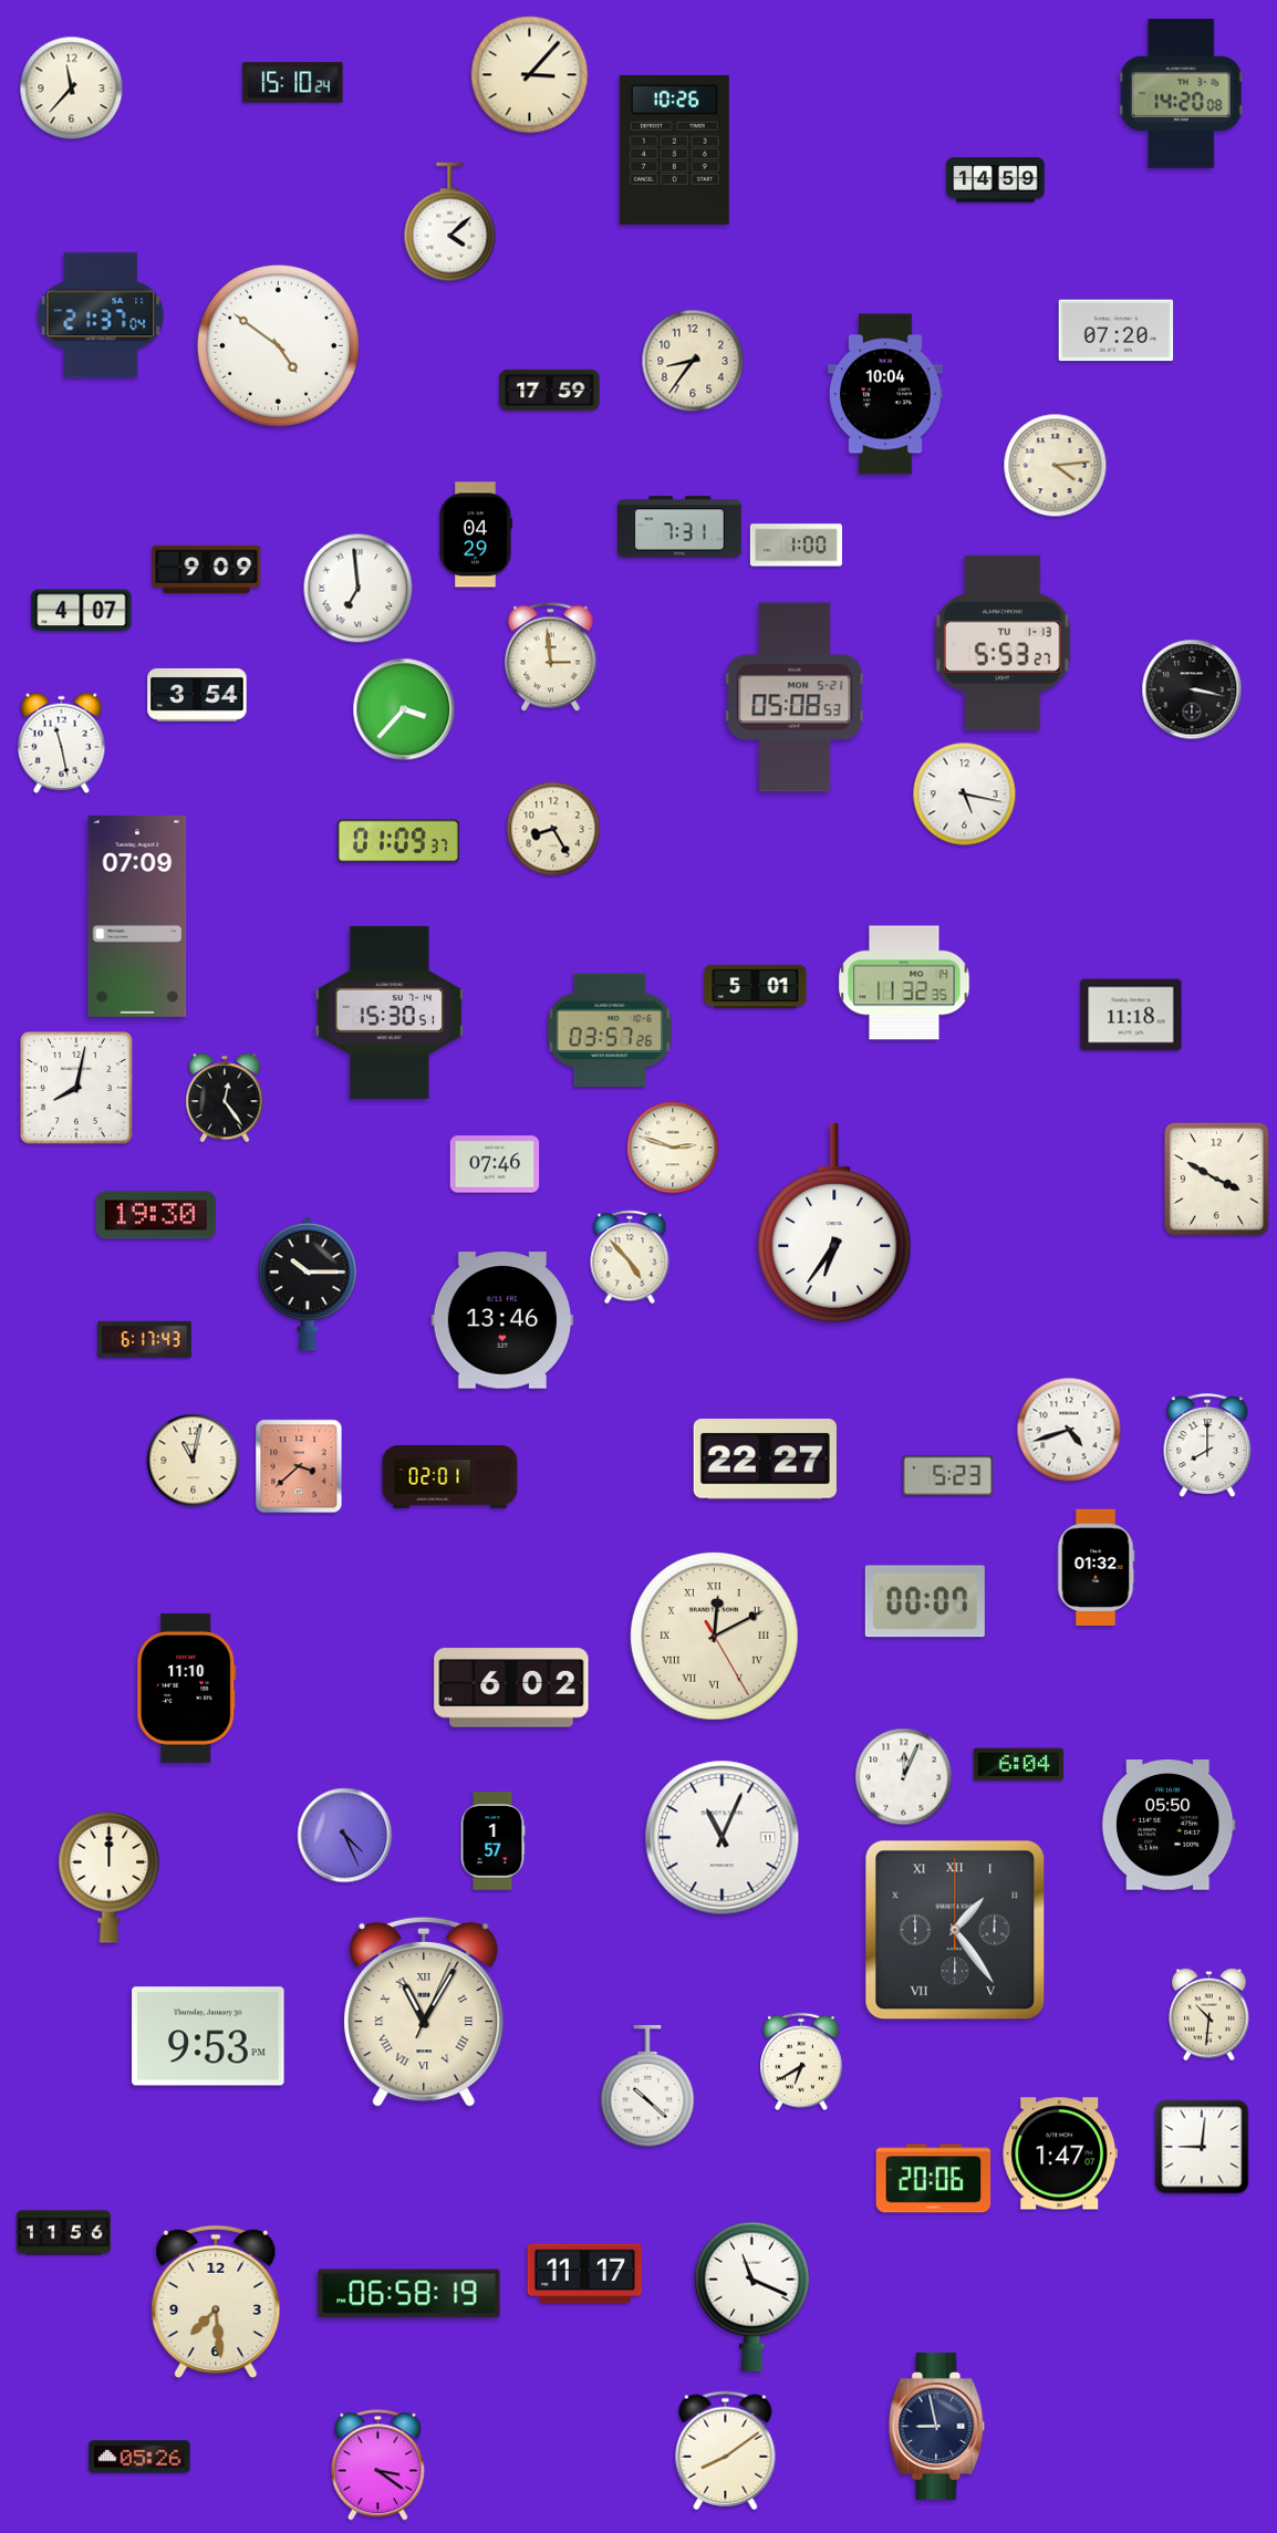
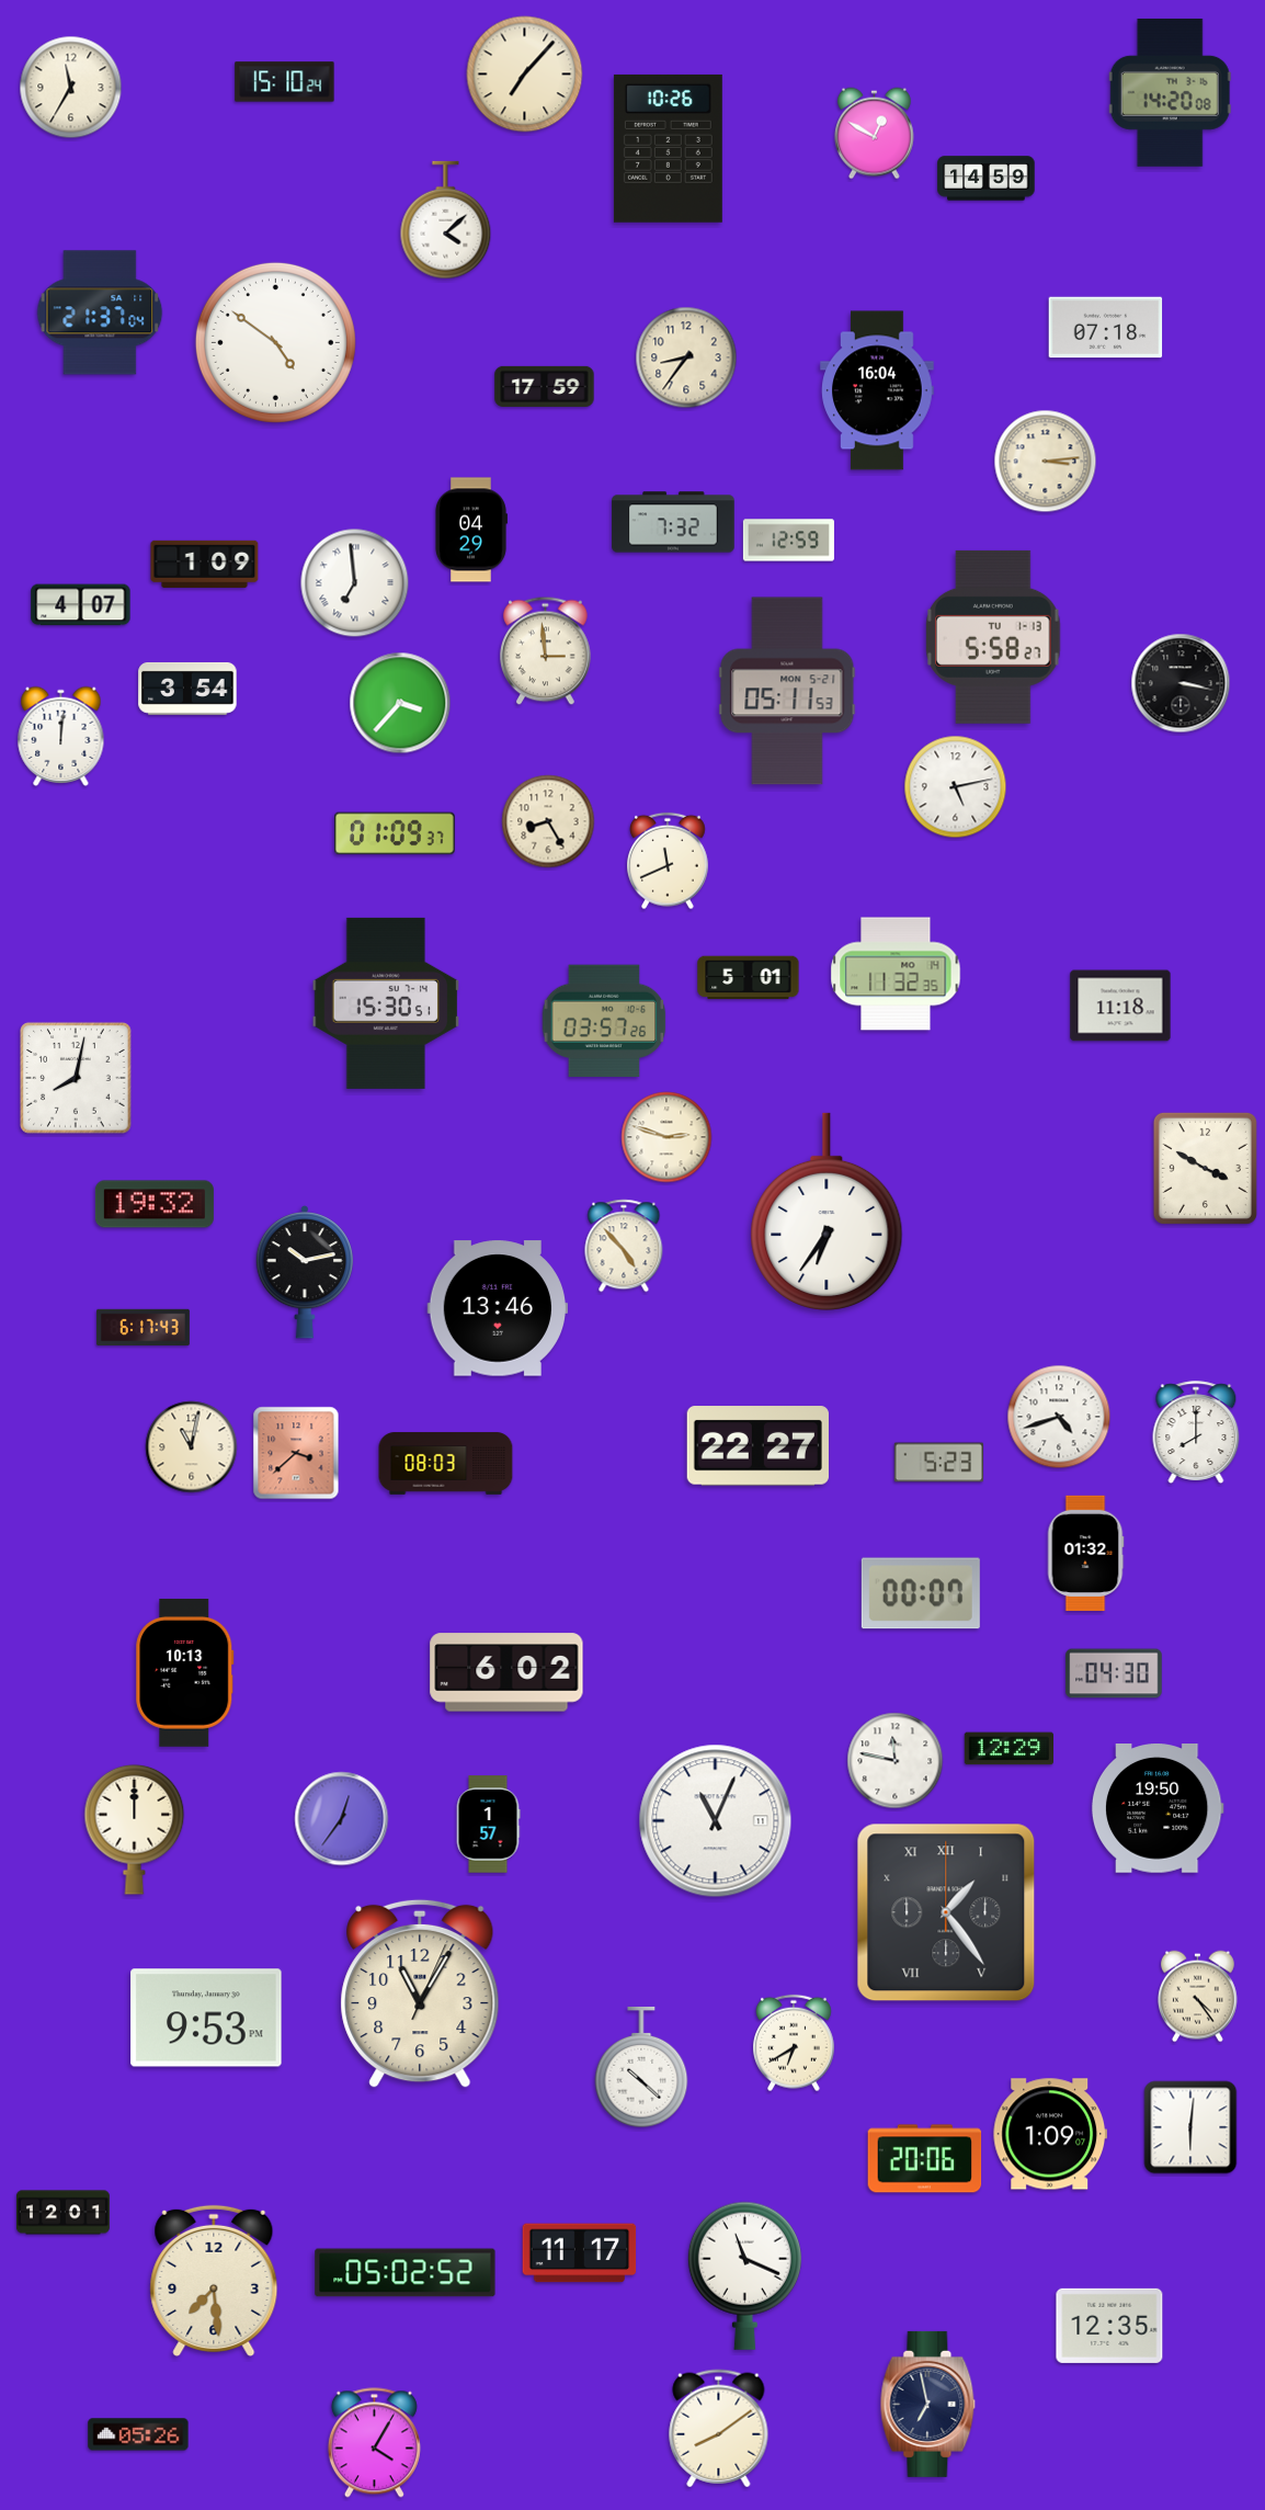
clock at (530, 75): 3:07 -> 7:07
clock at (293, 83) position: (293, 83) -> (285, 82)
clock at (72, 89): 11:37 -> 11:35
clock at (874, 134): none -> 12:50
clock at (1117, 331): 07:20 -> 07:18
clock at (885, 394): 10:04 -> 16:04
clock at (1056, 466): 4:14 -> 3:14
clock at (679, 527): 7:31 -> 7:32
clock at (796, 546): 1:00 -> 12:59
clock at (207, 569): 9:09 -> 1:09
clock at (1003, 643): 5:53 -> 5:58
clock at (197, 695) position: (197, 695) -> (187, 689)
clock at (795, 697): 05:08 -> 05:11
clock at (62, 743): 11:28 -> 12:01
clock at (965, 795): 5:17 -> 5:13
clock at (669, 861): none -> 11:41
clock at (137, 916): 07:09 -> none
clock at (225, 1098): 12:24 -> none
clock at (495, 1164): 07:46 -> none
clock at (156, 1215): 19:30 -> 19:32
clock at (307, 1285): 10:15 -> 10:13
clock at (450, 1477): 02:01 -> 08:03
clock at (925, 1601) position: (925, 1601) -> (921, 1593)
clock at (714, 1636): 12:10 -> none
clock at (187, 1689): 11:10 -> 10:13
clock at (1114, 1673): none -> 04:30
clock at (1018, 1765): 6:04 -> 12:29
clock at (904, 1777): 12:04 -> 11:47
clock at (1169, 1826): 05:50 -> 19:50
clock at (345, 1836): 4:26 -> 12:36
clock at (110, 1877) position: (110, 1877) -> (135, 1829)
clock at (424, 2012) numerals: Roman -> Arabic
clock at (1208, 2015): 10:31 -> 4:24
clock at (1202, 2147): 9:01 -> 6:01
clock at (1059, 2153): 1:47 -> 1:09
clock at (63, 2233): 11:56 -> 12:01
clock at (409, 2294): 06:58 -> 05:02
clock at (1109, 2326): none -> 12:35
clock at (937, 2426): 8:58 -> 6:58
clock at (377, 2465): 3:21 -> 4:05
